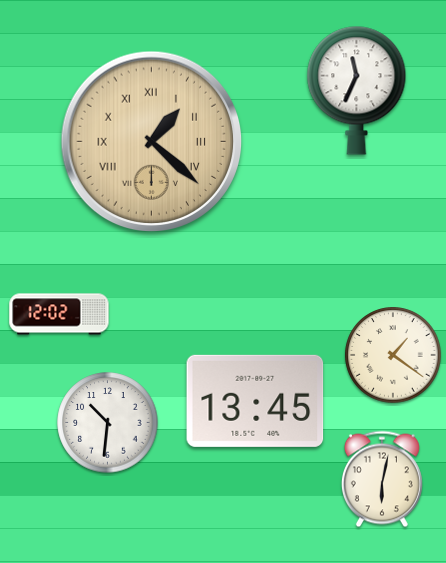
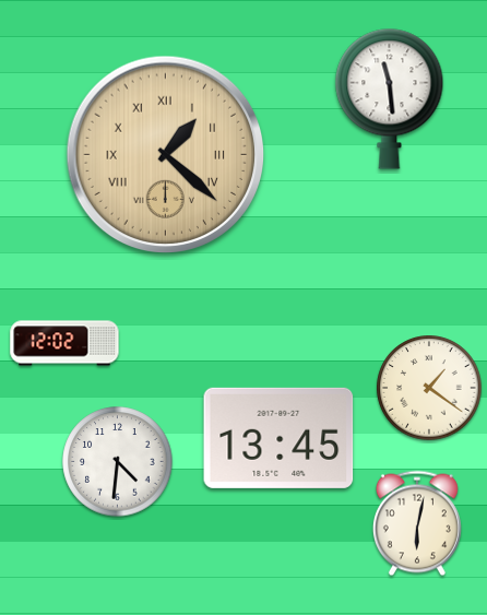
clock at (357, 90): 11:34 -> 11:29
clock at (108, 423): 10:31 -> 4:31
